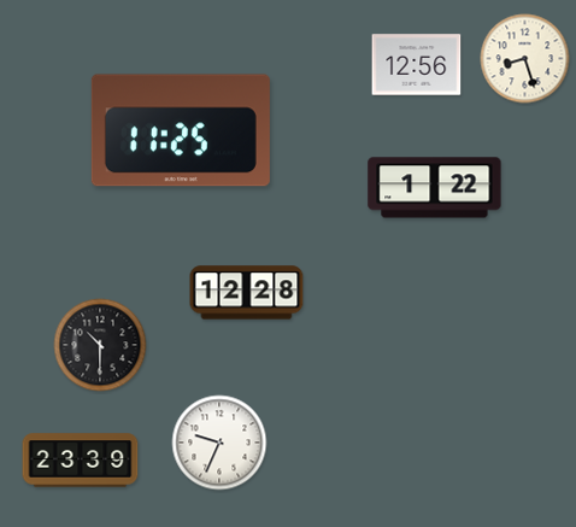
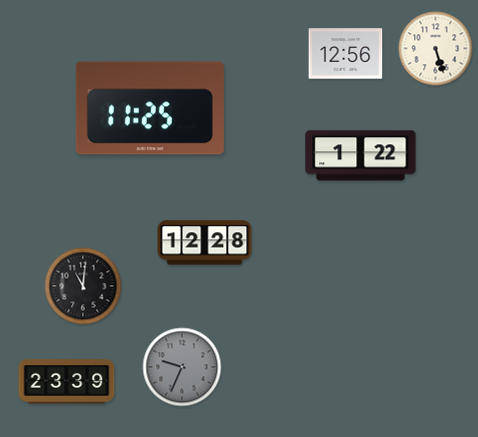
clock at (525, 59): 8:27 -> 5:27
clock at (100, 345): 10:30 -> 11:01
clock at (219, 443) dial: white -> grey
